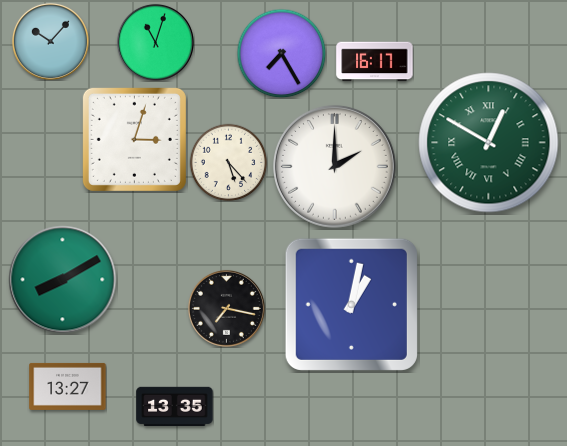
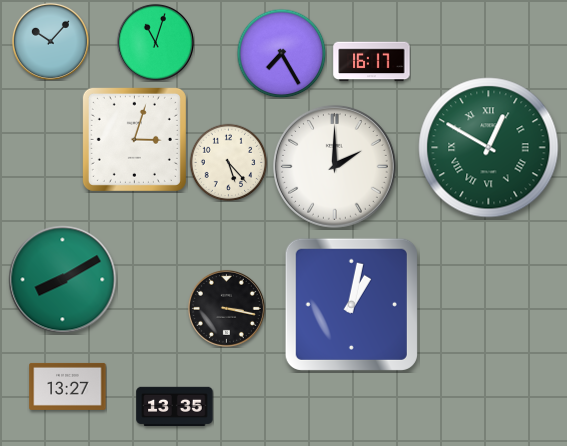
clock at (375, 62) position: (375, 62) -> (372, 62)
clock at (489, 143) position: (489, 143) -> (489, 148)
clock at (226, 308): 7:17 -> 3:17
